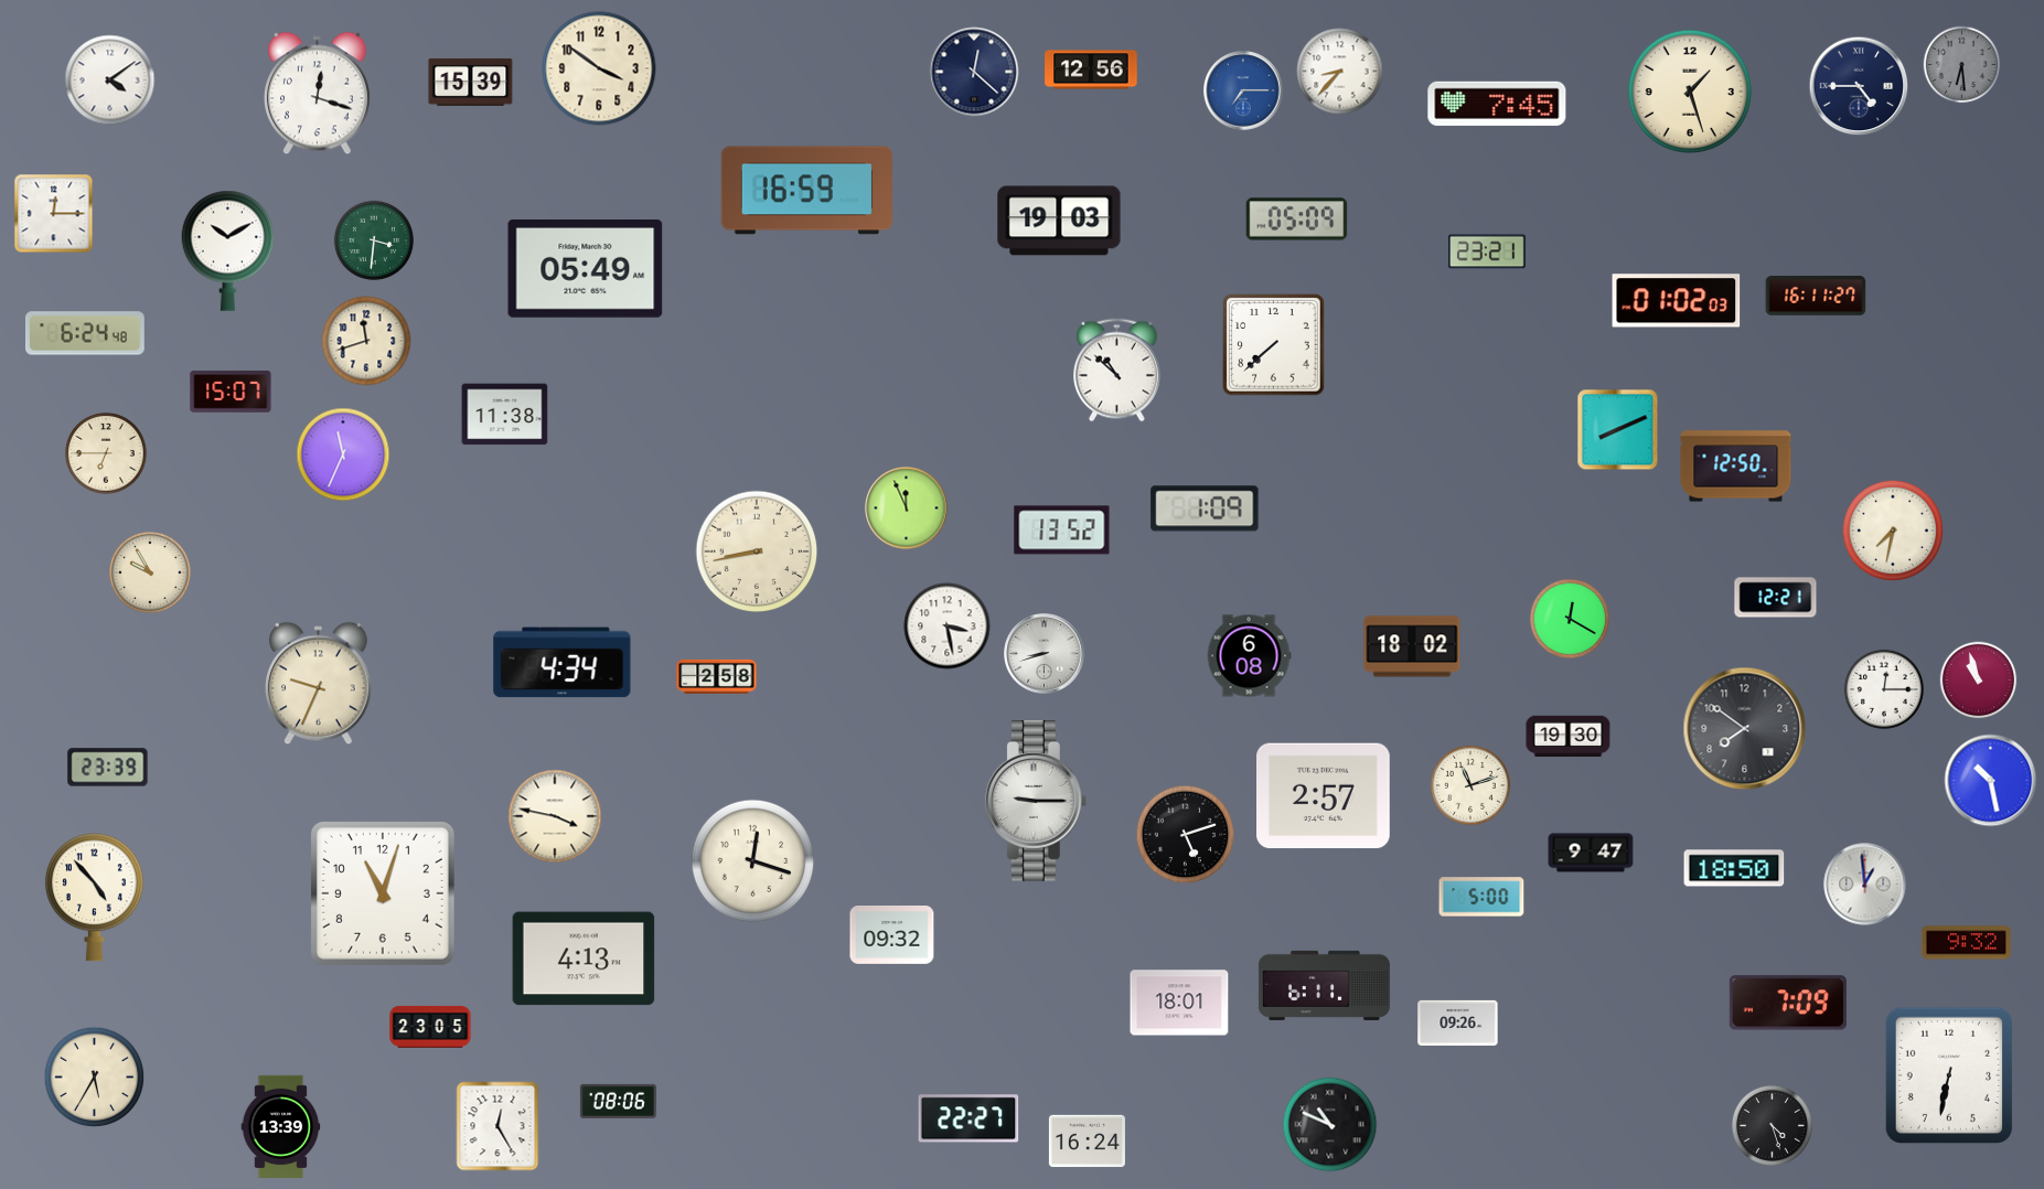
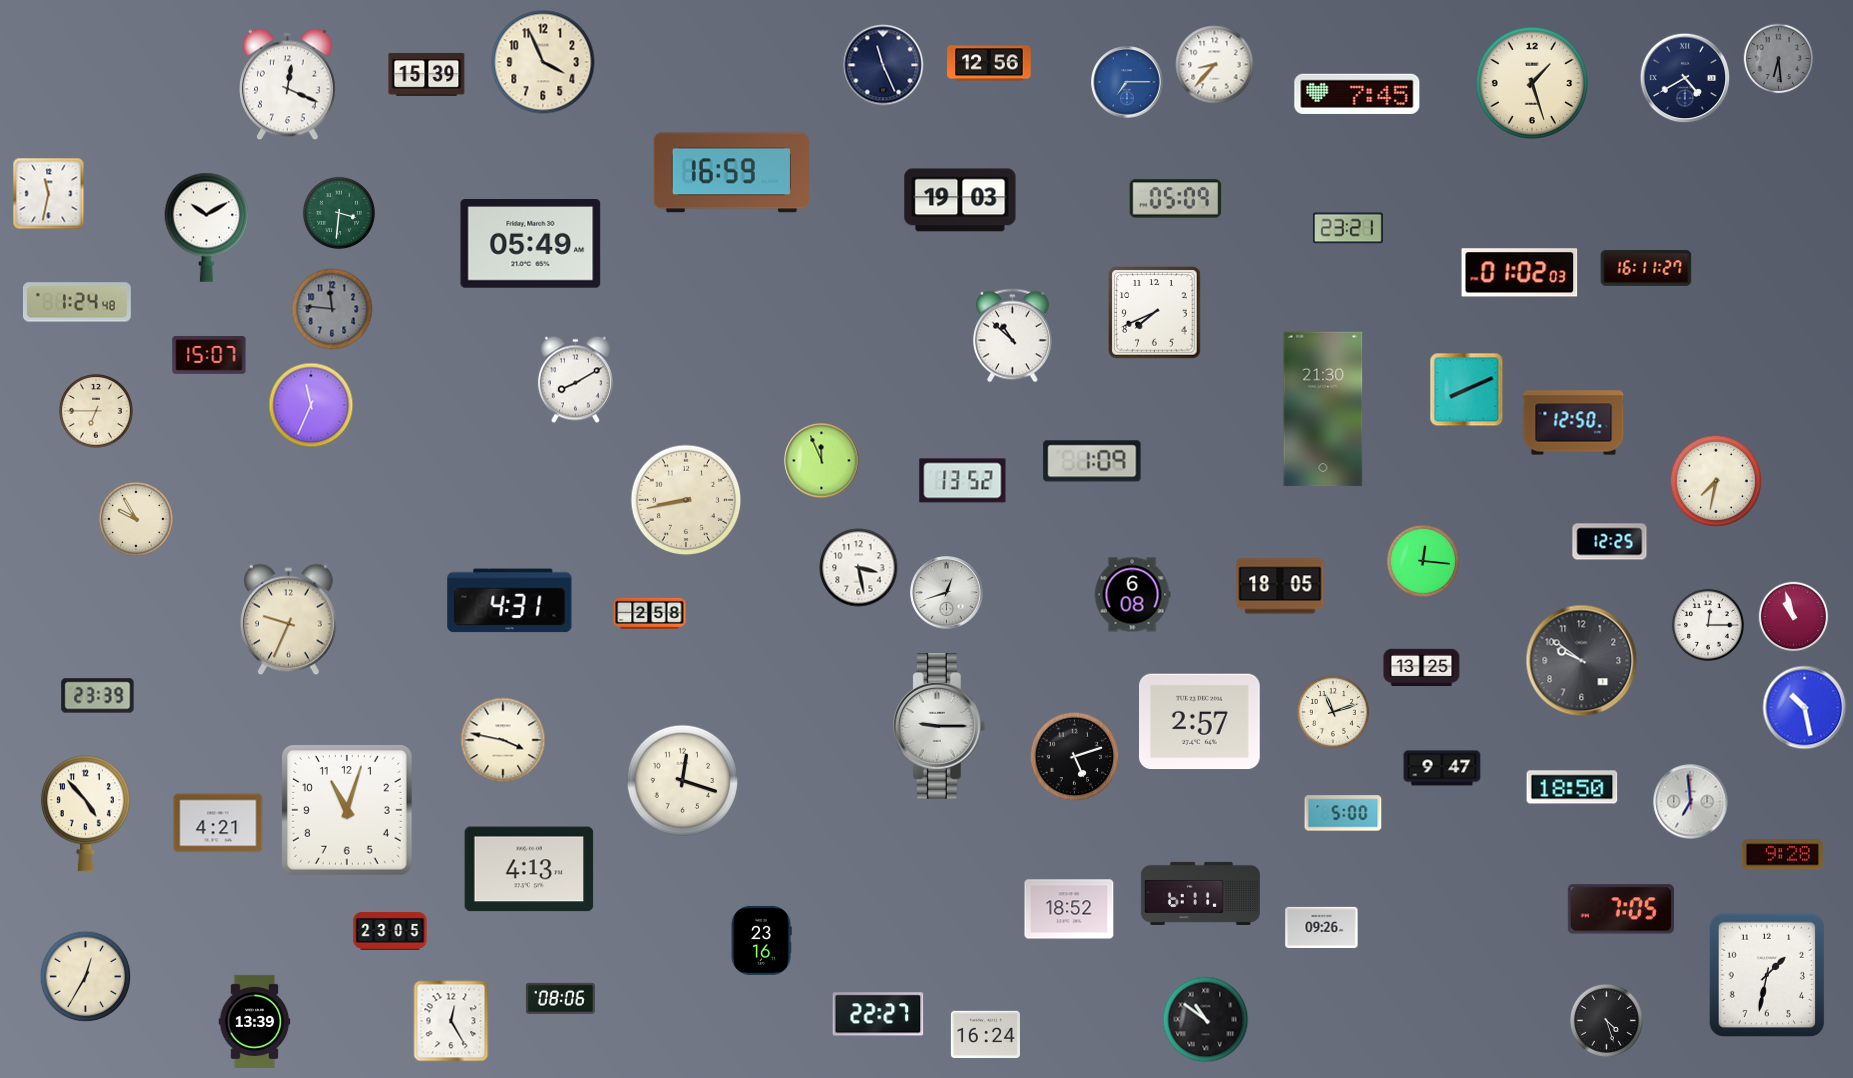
clock at (599, 68): 3:51 -> 3:56
clock at (974, 72): 12:22 -> 11:26
clock at (110, 81): 4:09 -> none
clock at (1859, 86): 4:45 -> 4:40
clock at (318, 94): 12:18 -> 12:19
clock at (54, 214): 12:15 -> 11:32
clock at (374, 240) position: (374, 240) -> (339, 213)
clock at (86, 333): 6:24 -> 1:24
clock at (366, 341): 11:42 -> 11:46
clock at (366, 341) dial: cream -> grey
clock at (1274, 345): 7:38 -> 7:41
clock at (505, 415): 11:38 -> none
clock at (575, 380): none -> 8:10
clock at (1323, 409): none -> 21:30
clock at (343, 454) position: (343, 454) -> (311, 405)
clock at (1776, 598): 12:21 -> 12:25
clock at (1570, 619): 12:20 -> 12:16
clock at (1412, 646): 18:02 -> 18:05
clock at (1045, 654): 8:42 -> 12:42
clock at (563, 663): 4:34 -> 4:31
clock at (1745, 729): 7:51 -> 9:51
clock at (1569, 737): 19:30 -> 13:25
clock at (1591, 853) position: (1591, 853) -> (1442, 768)
clock at (1865, 885): 12:59 -> 6:59
clock at (218, 823): none -> 4:21
clock at (892, 935): 09:32 -> none
clock at (1966, 943): 9:32 -> 9:28
clock at (1179, 1003): 18:01 -> 18:52
clock at (1788, 1003): 7:09 -> 7:05
clock at (761, 940): none -> 23:16
clock at (1949, 1074): 6:32 -> 1:32
clock at (95, 1078): 5:35 -> 12:35
clock at (1330, 1125): 10:49 -> 10:51
